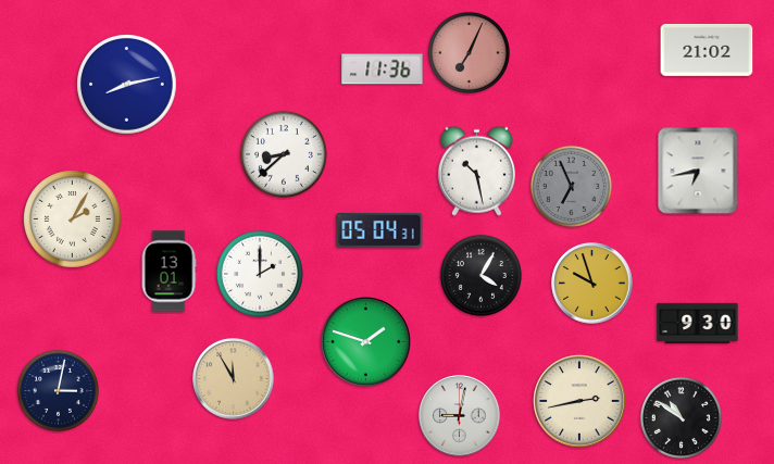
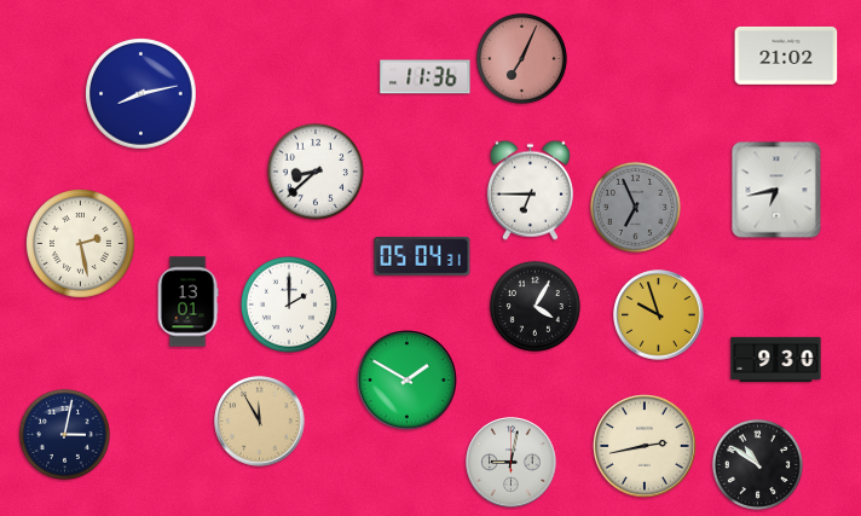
clock at (476, 171): 10:28 -> 6:45
clock at (73, 220): 2:05 -> 2:28
clock at (366, 342): 1:48 -> 1:50
